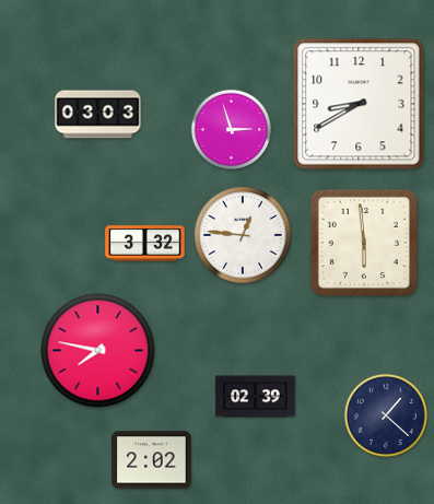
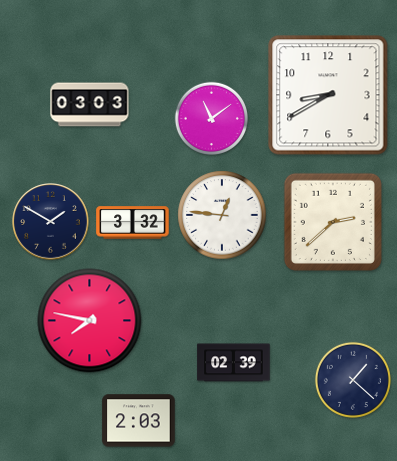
clock at (231, 129): 2:57 -> 11:09
clock at (51, 222): none -> 1:50
clock at (364, 243): 5:59 -> 2:38
clock at (152, 460): 2:02 -> 2:03
